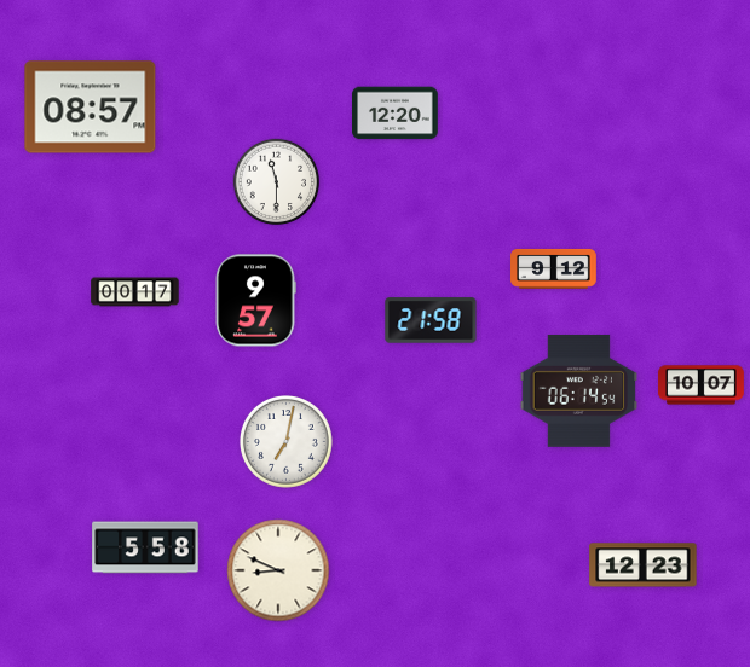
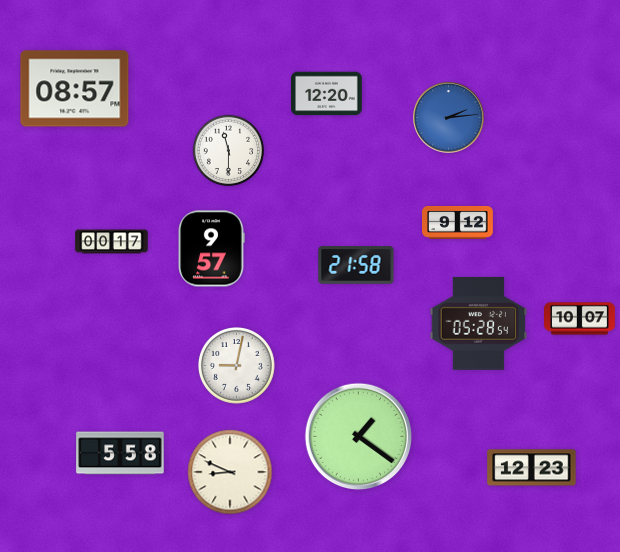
clock at (449, 118): none -> 2:14
clock at (579, 390): 06:14 -> 05:28
clock at (287, 442): 7:02 -> 9:02
clock at (358, 436): none -> 1:21
